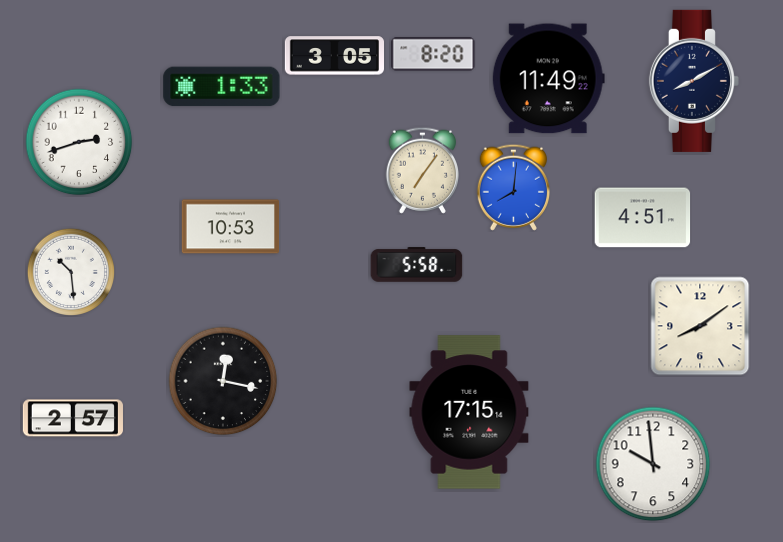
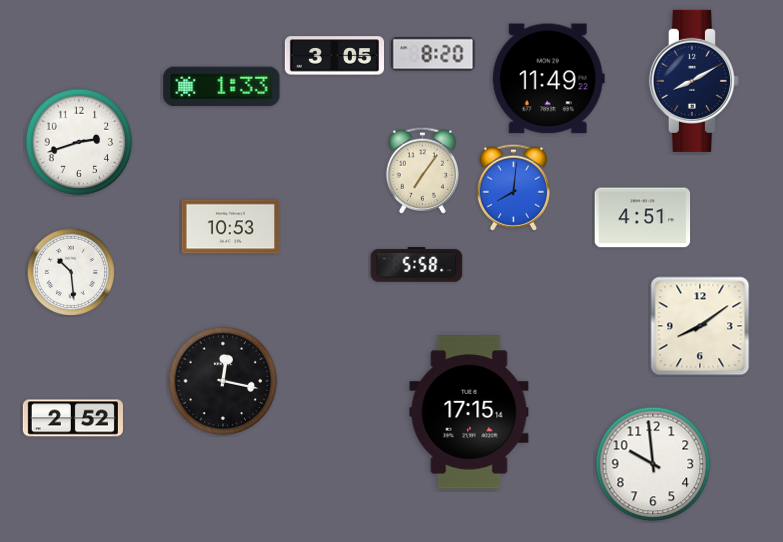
clock at (73, 418): 2:57 -> 2:52
